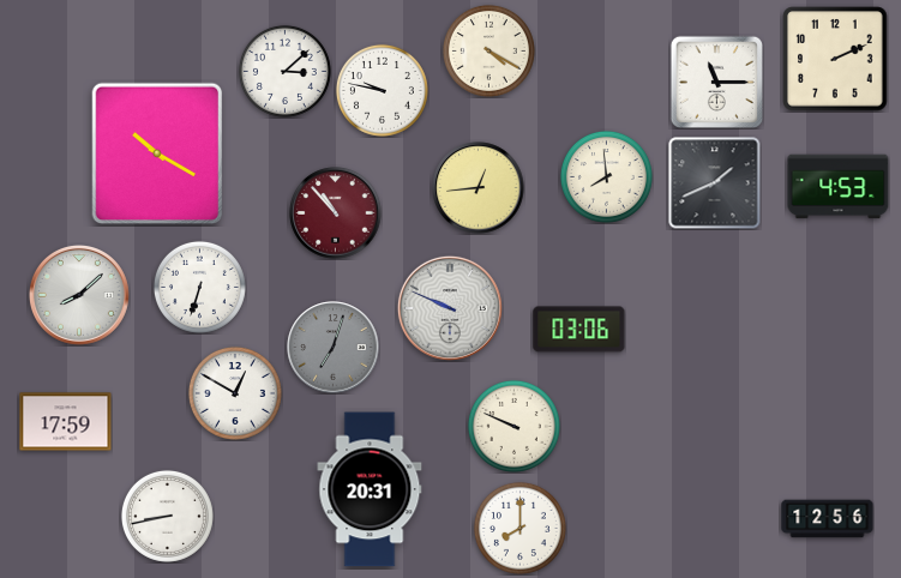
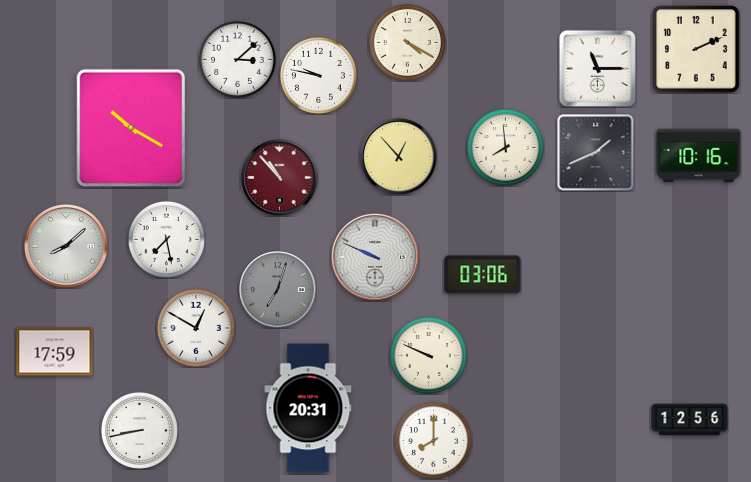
clock at (839, 187): 4:53 -> 10:16
clock at (479, 188): 12:44 -> 12:53
clock at (199, 287): 6:33 -> 7:28
clock at (828, 519) position: (828, 519) -> (690, 420)
